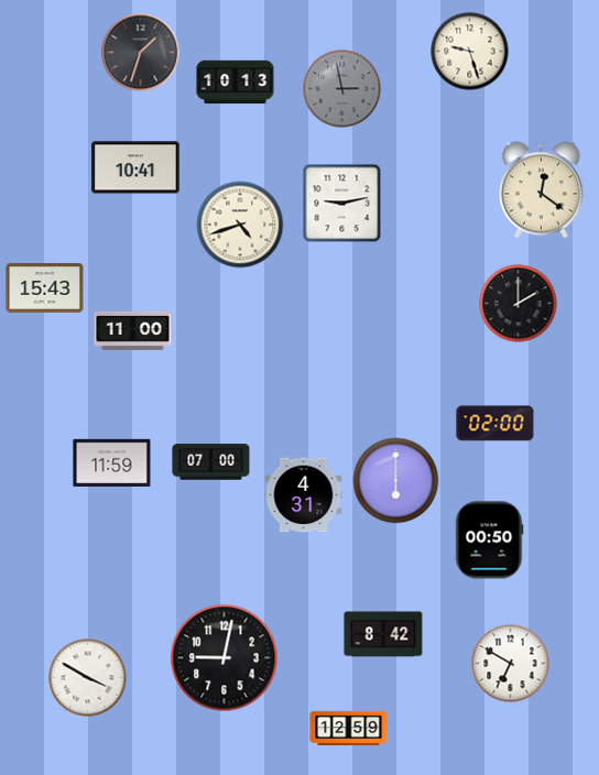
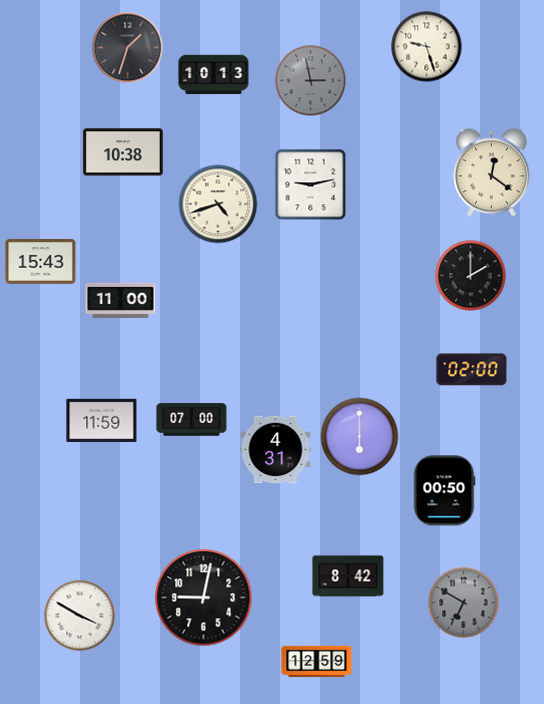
clock at (135, 167): 10:41 -> 10:38
clock at (495, 424) position: (495, 424) -> (472, 370)
clock at (511, 664) dial: white -> grey
